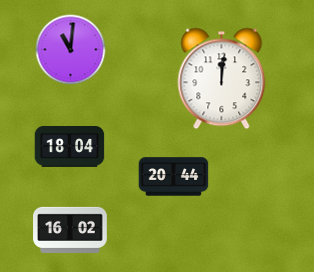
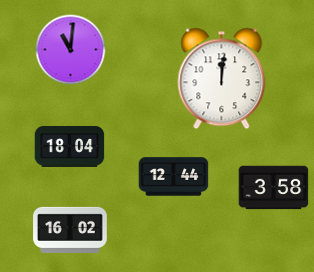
clock at (174, 177): 20:44 -> 12:44
clock at (274, 188): none -> 3:58
